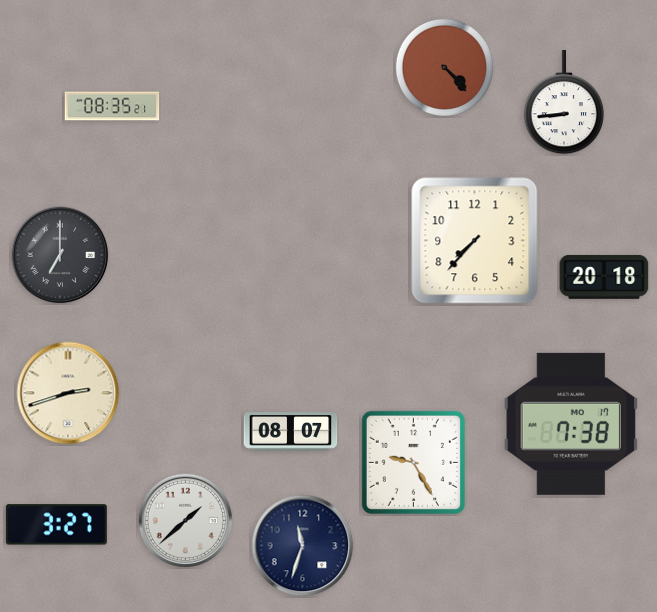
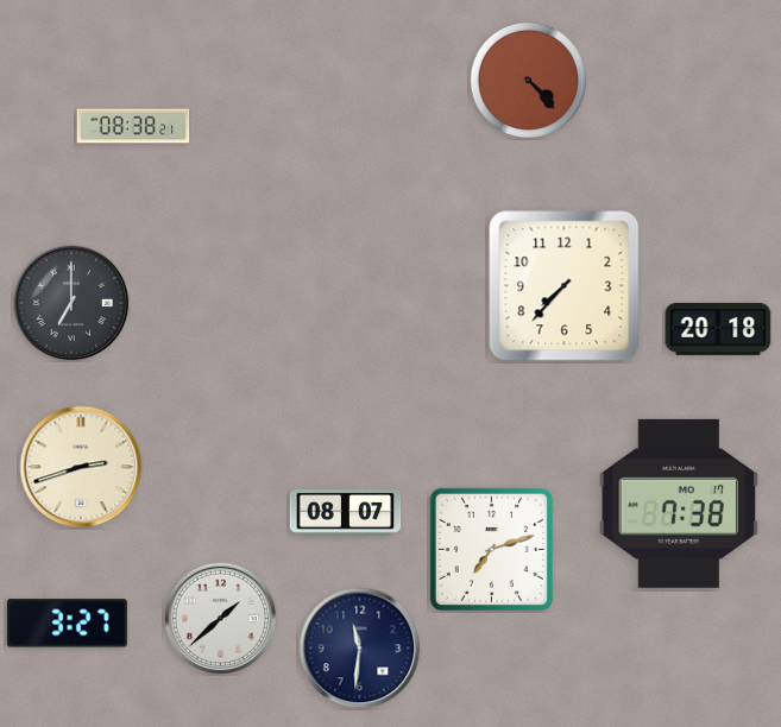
clock at (563, 102): 8:44 -> none
clock at (112, 106): 08:35 -> 08:38
clock at (413, 462): 9:25 -> 7:12
clock at (303, 546): 11:33 -> 11:31
